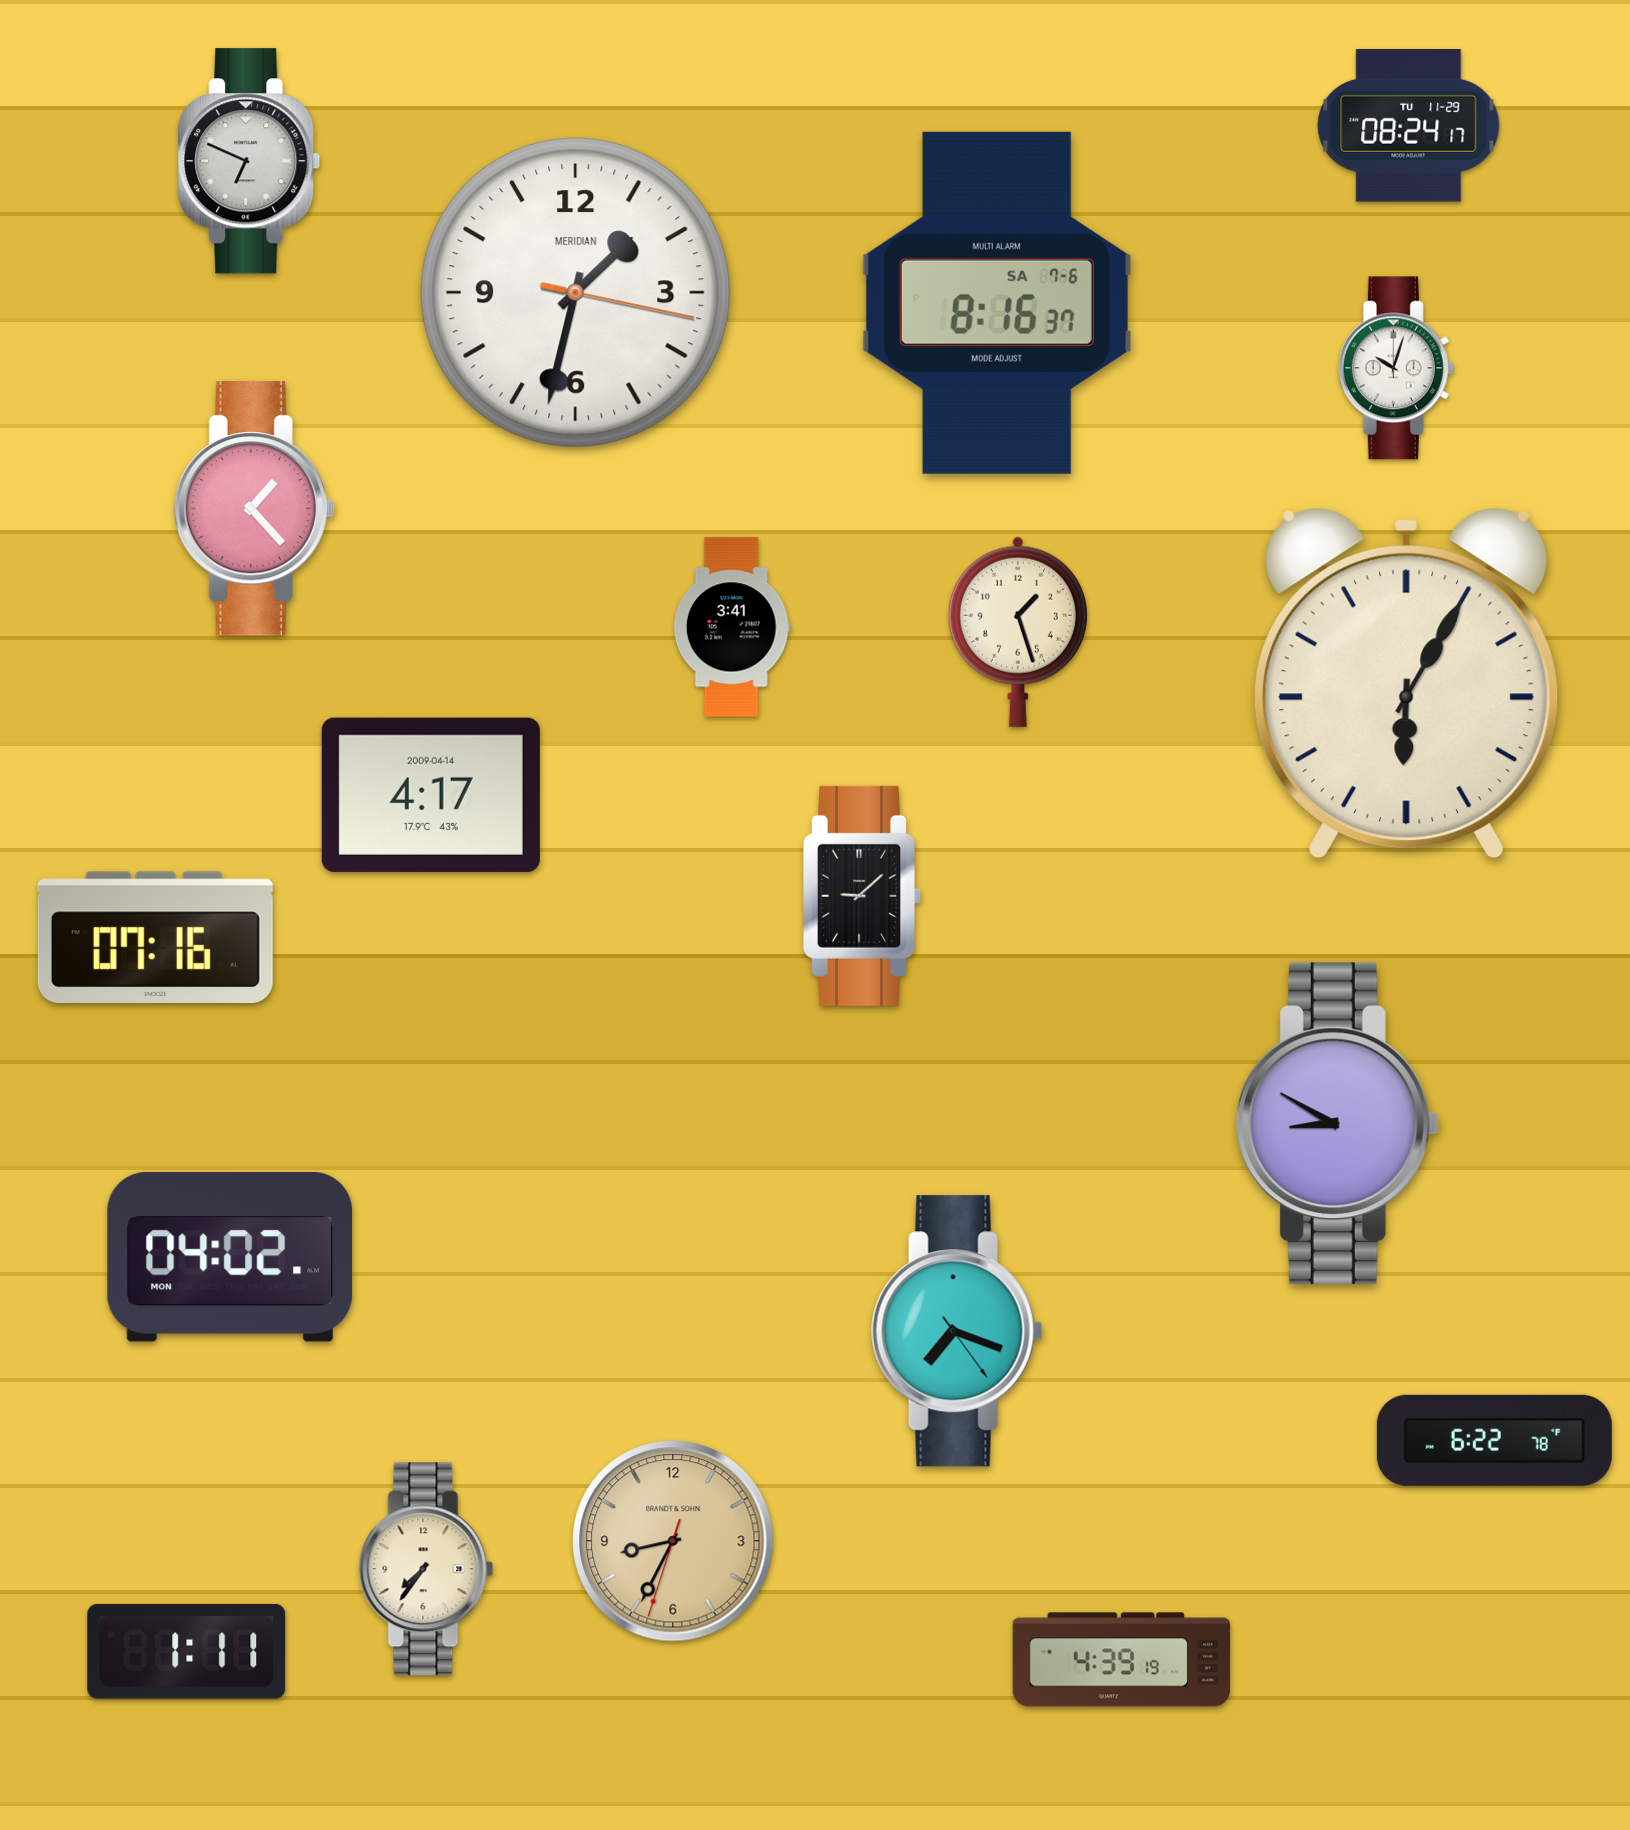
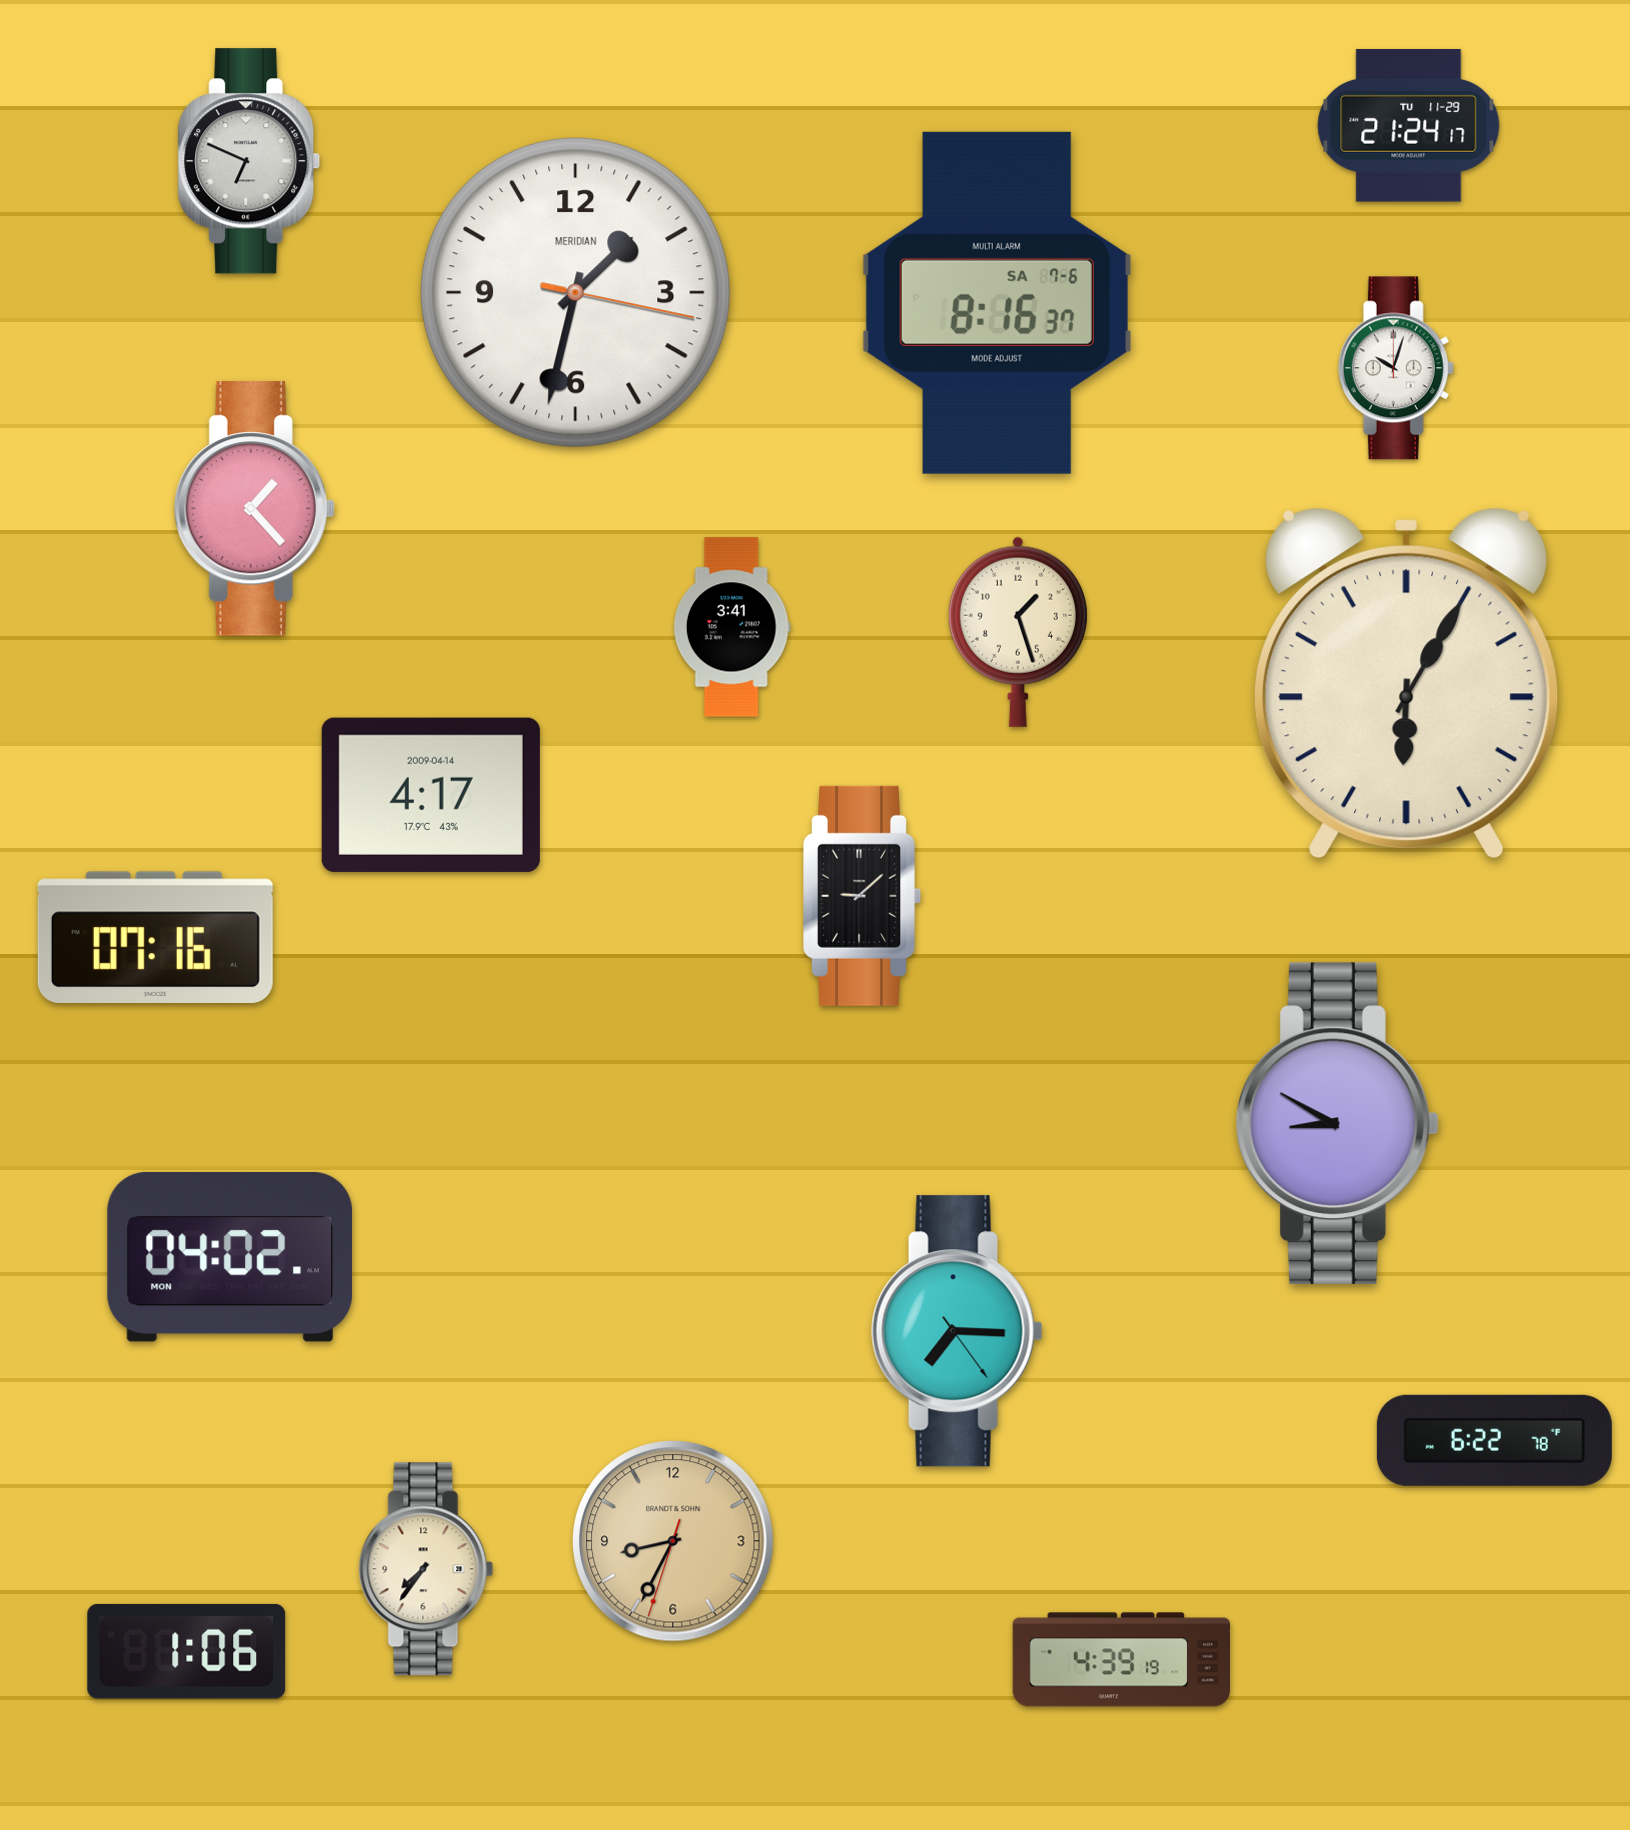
clock at (1409, 126): 08:24 -> 21:24
clock at (957, 1331): 7:18 -> 7:15
clock at (187, 1651): 1:11 -> 1:06
